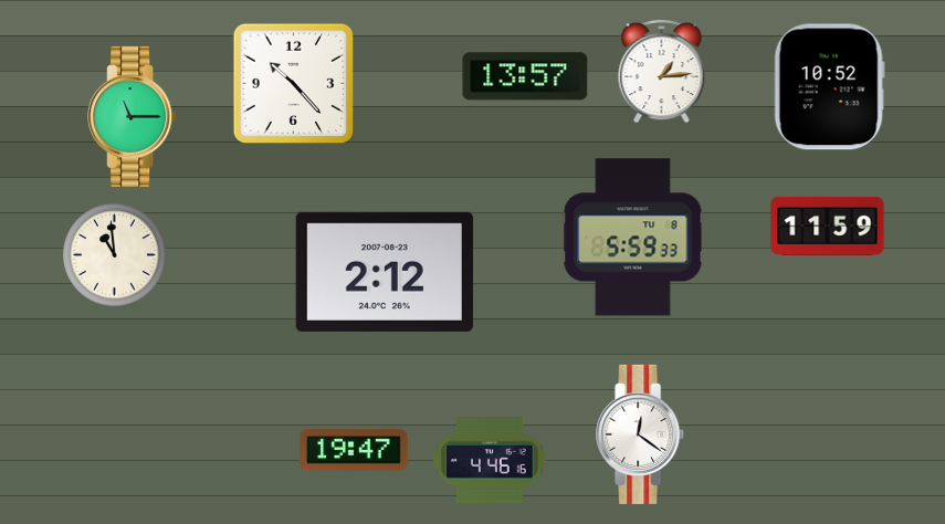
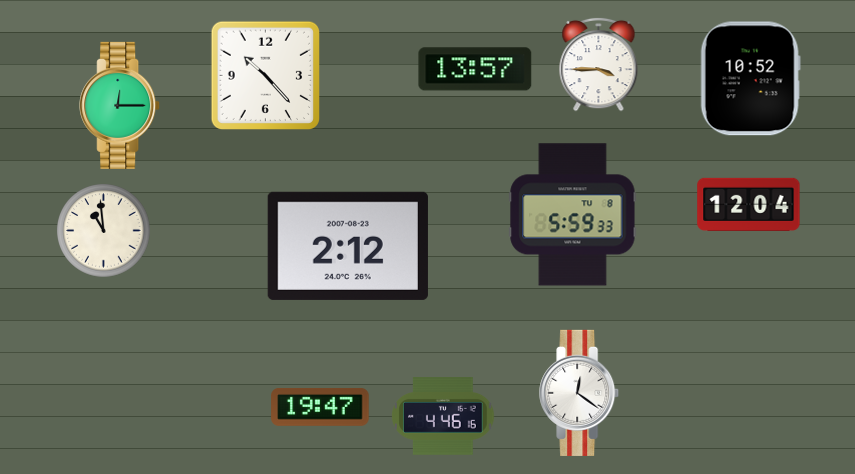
clock at (662, 71): 1:14 -> 3:45
clock at (133, 116): 11:15 -> 12:15
clock at (828, 226): 11:59 -> 12:04
